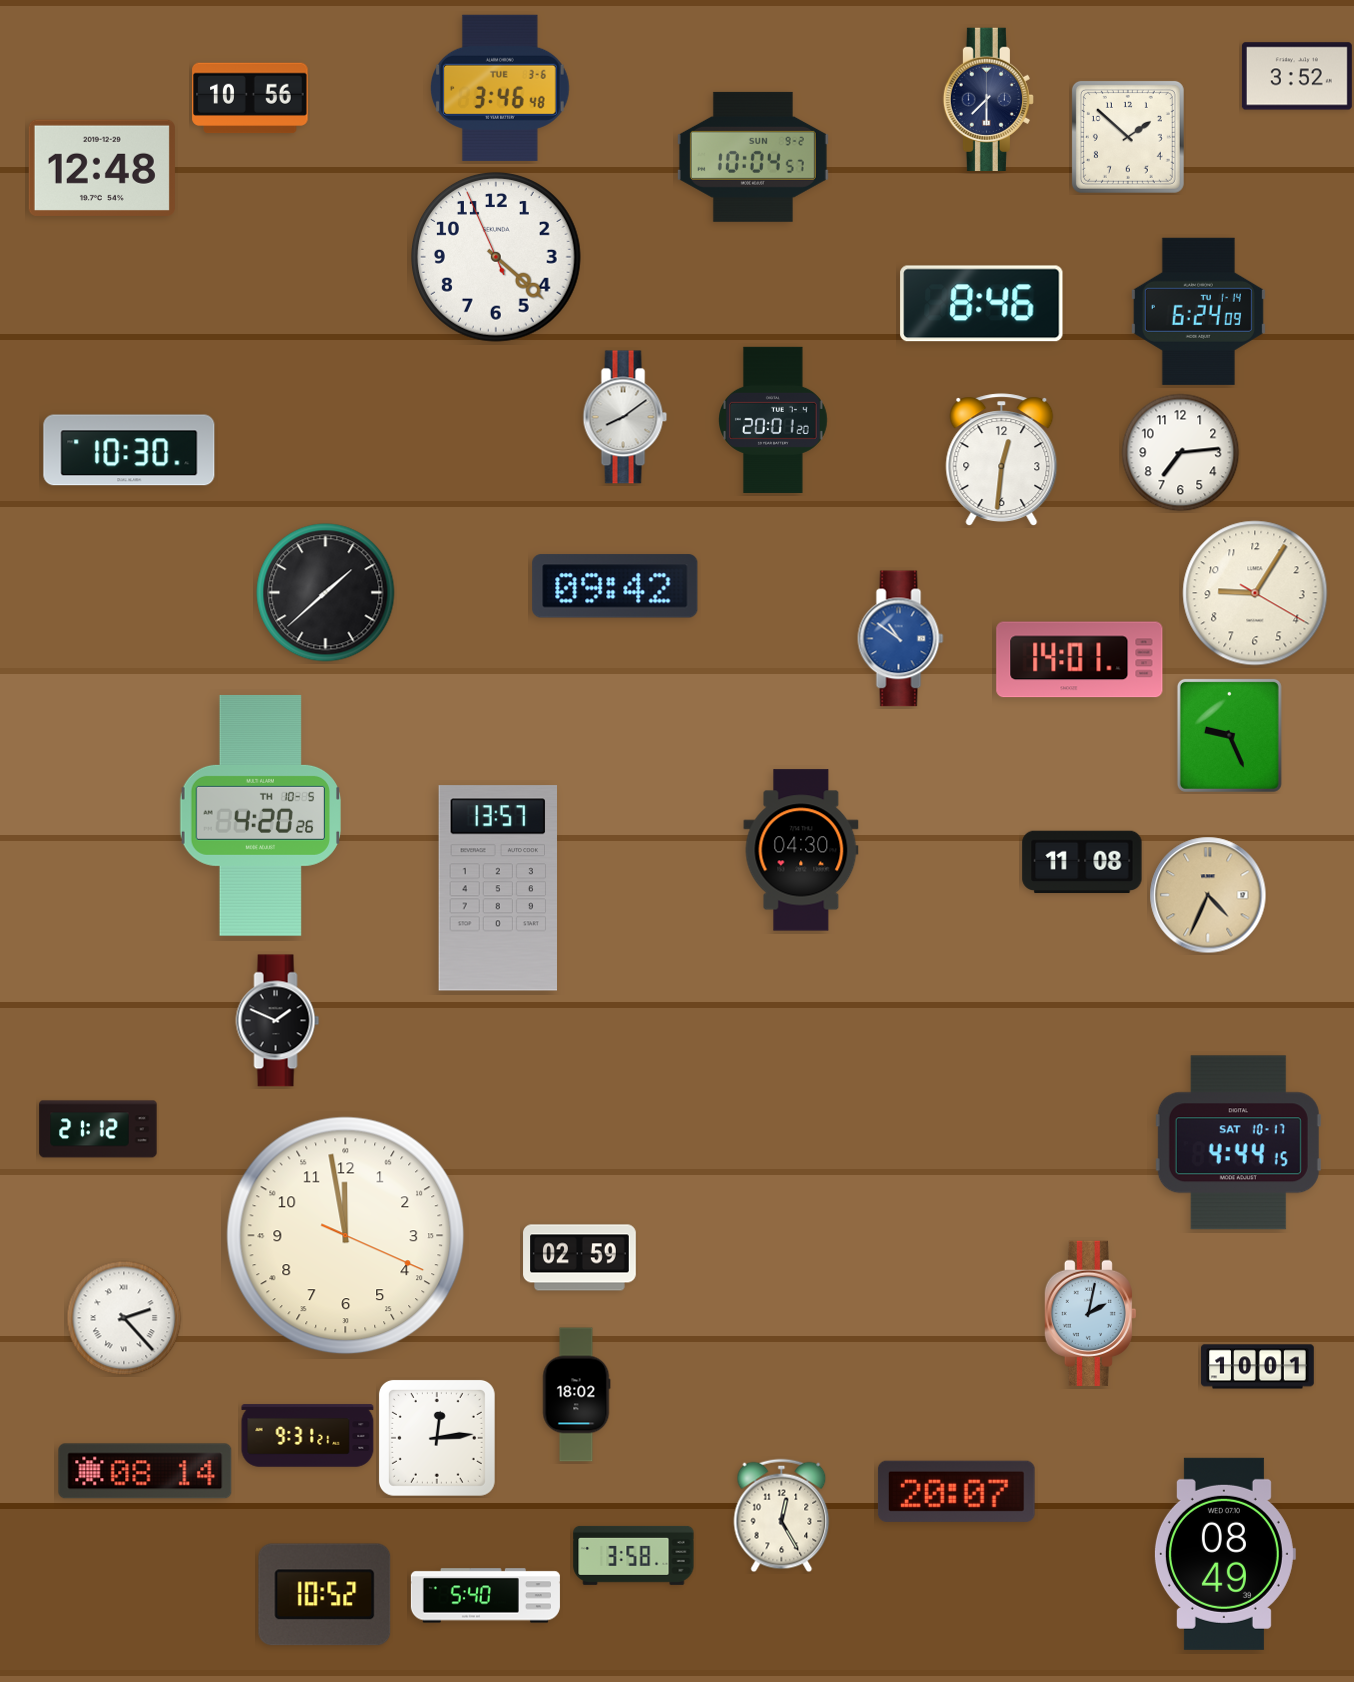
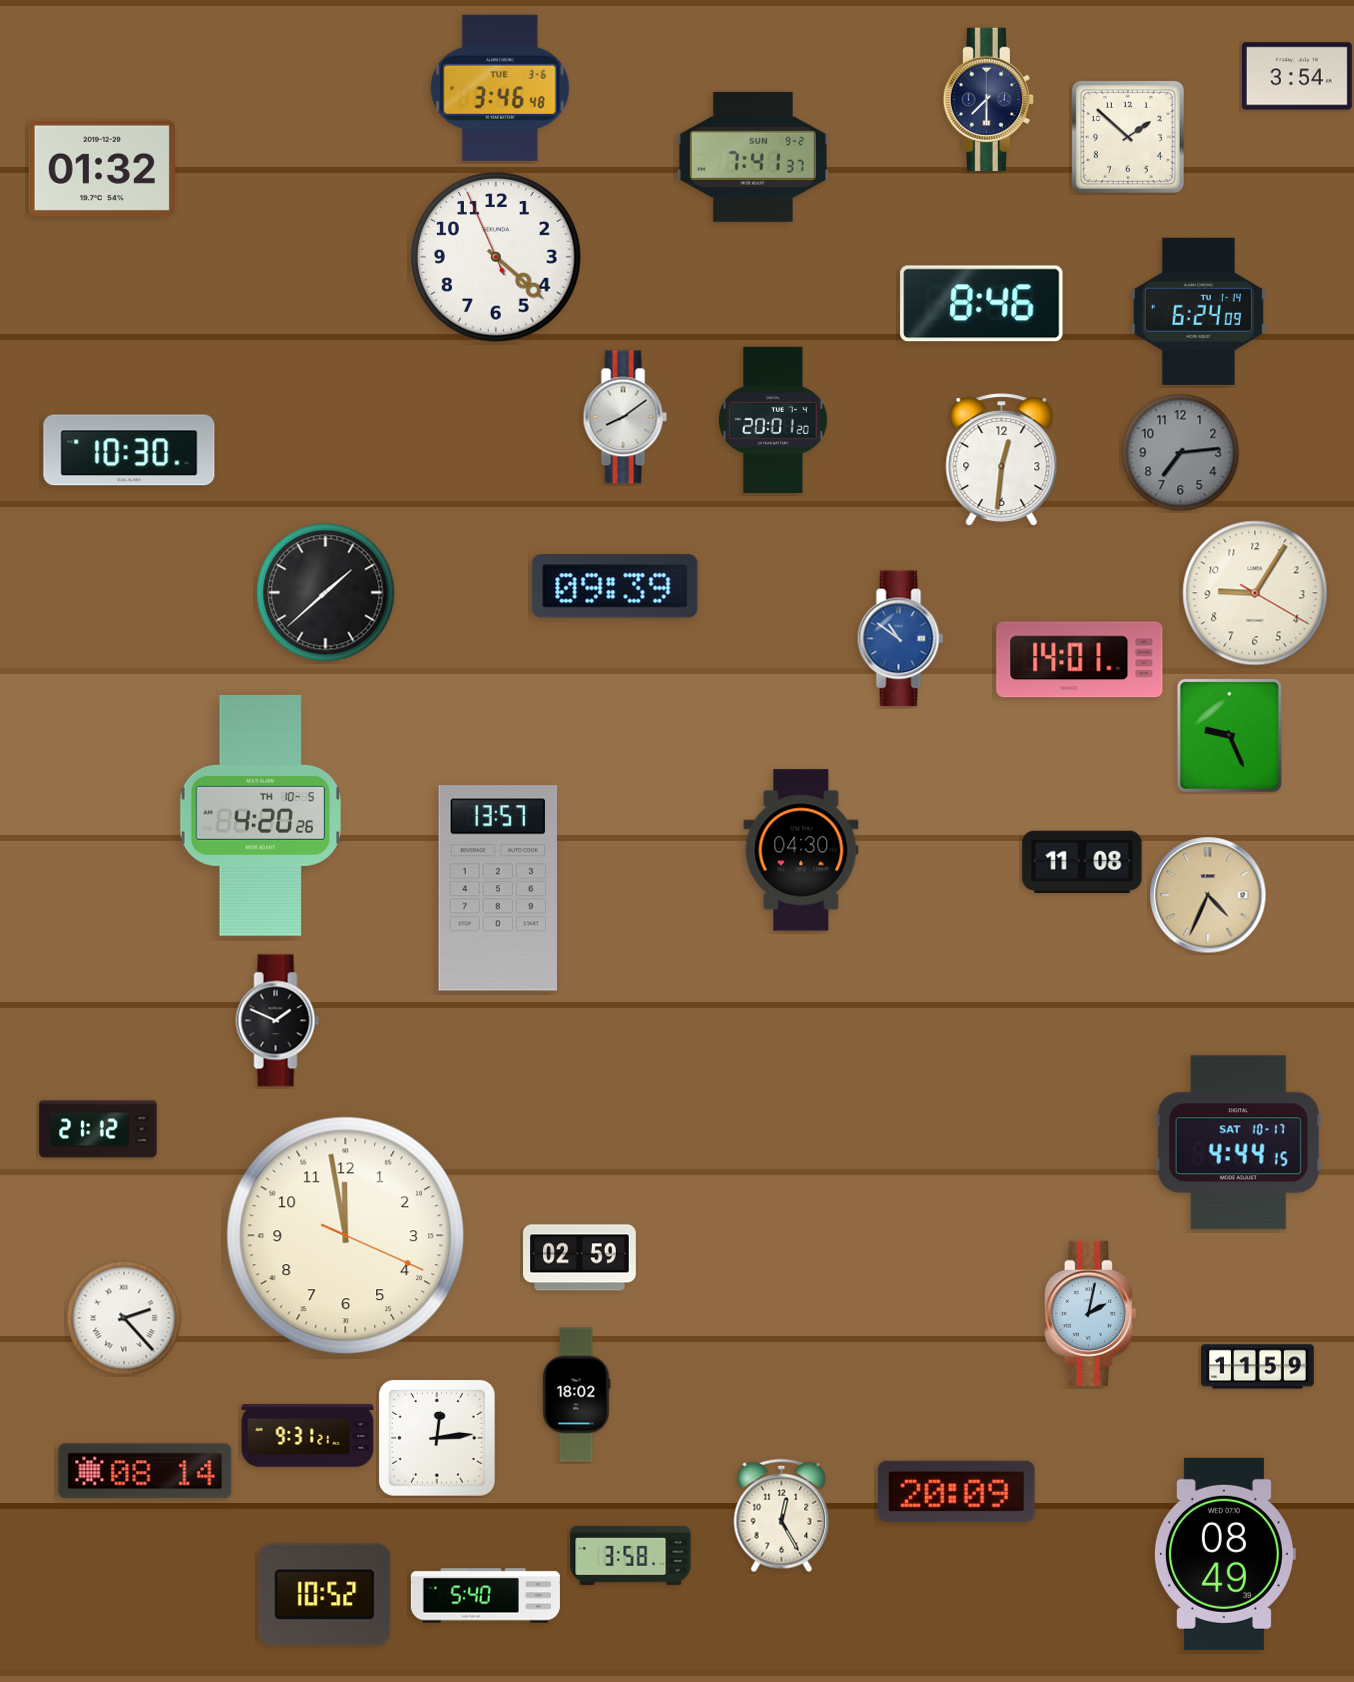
clock at (1297, 76): 3:52 -> 3:54
clock at (250, 98): 10:56 -> none
clock at (753, 157): 10:04 -> 7:41
clock at (102, 167): 12:48 -> 01:32
clock at (1181, 453) dial: white -> grey
clock at (615, 586): 09:42 -> 09:39
clock at (1258, 1367): 10:01 -> 11:59
clock at (956, 1491): 20:07 -> 20:09
clock at (634, 1555) position: (634, 1555) -> (631, 1555)
